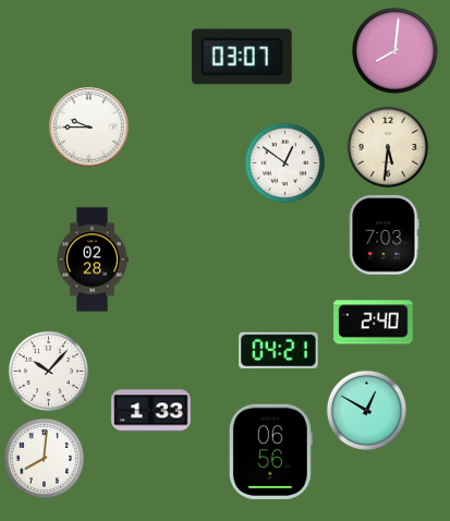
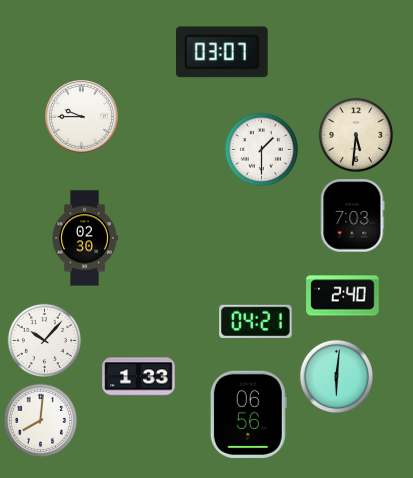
clock at (394, 50): 8:01 -> none
clock at (284, 162): 12:51 -> 1:30
clock at (93, 259): 02:28 -> 02:30
clock at (366, 410): 12:50 -> 6:01
